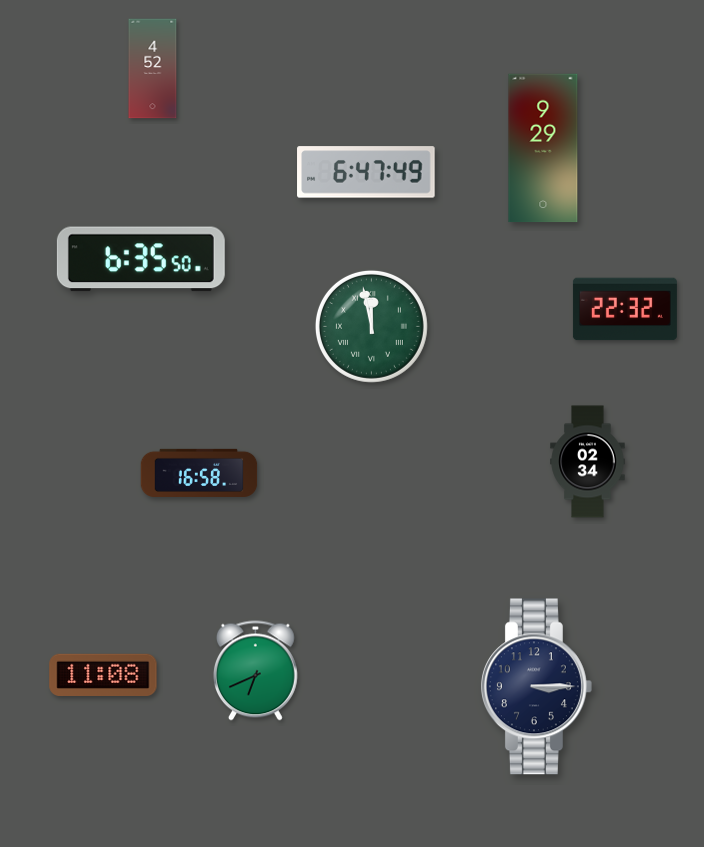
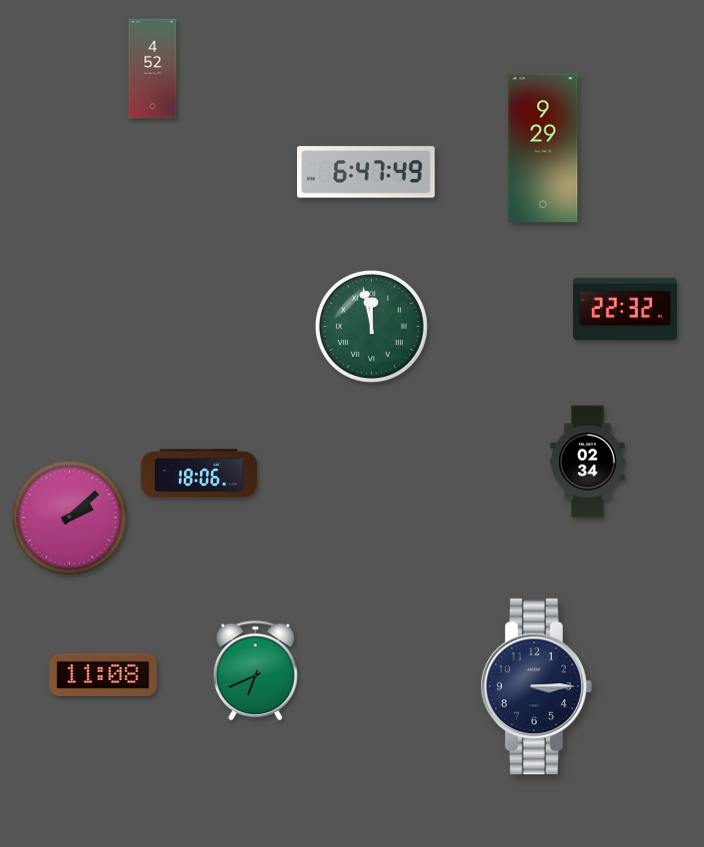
clock at (141, 259): 6:35 -> none
clock at (199, 472): 16:58 -> 18:06
clock at (70, 518): none -> 2:08
